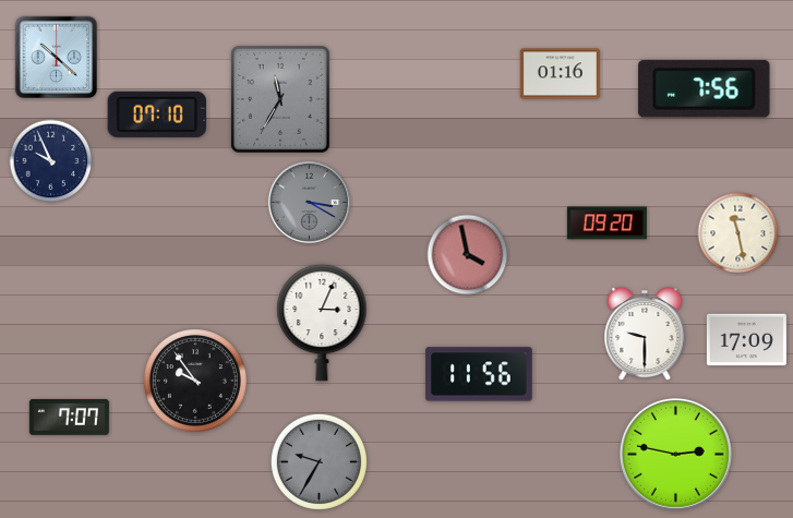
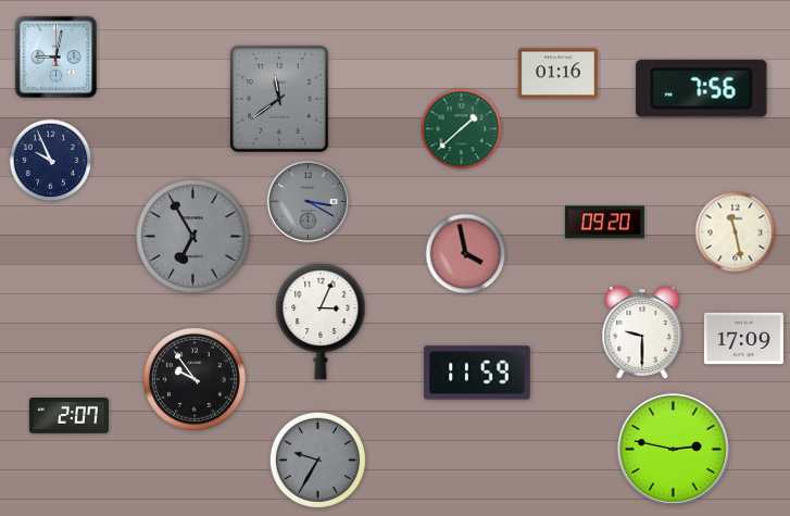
clock at (57, 58): 10:22 -> 9:02
clock at (280, 99): 11:35 -> 11:39
clock at (156, 115): 07:10 -> none
clock at (462, 129): none -> 1:38
clock at (193, 237): none -> 6:55
clock at (479, 374): 11:56 -> 11:59
clock at (69, 418): 7:07 -> 2:07
clock at (675, 454) position: (675, 454) -> (673, 449)
